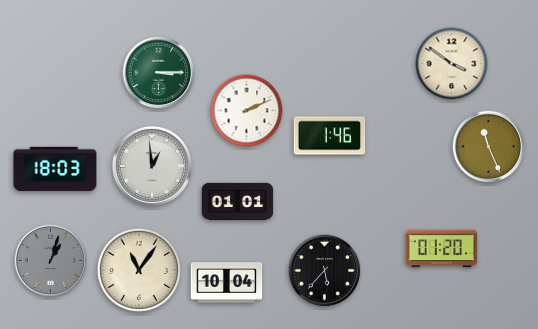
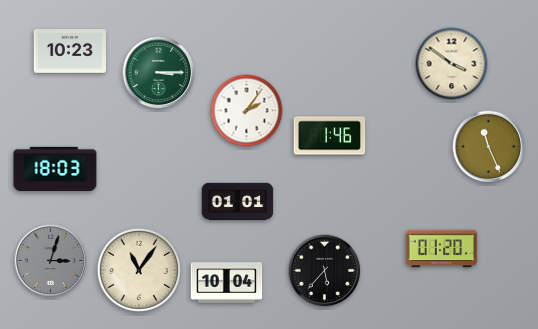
clock at (69, 52): none -> 10:23
clock at (247, 111): 2:11 -> 2:06
clock at (152, 166): 12:59 -> none
clock at (51, 261): 1:03 -> 3:03
